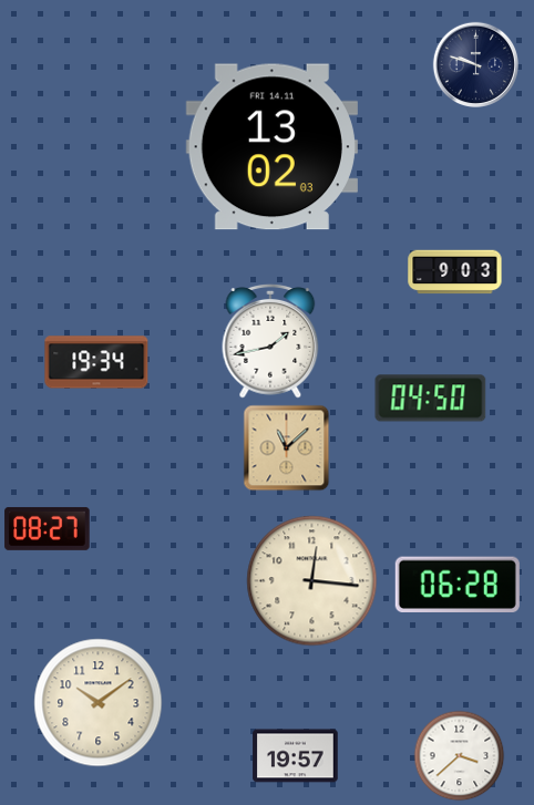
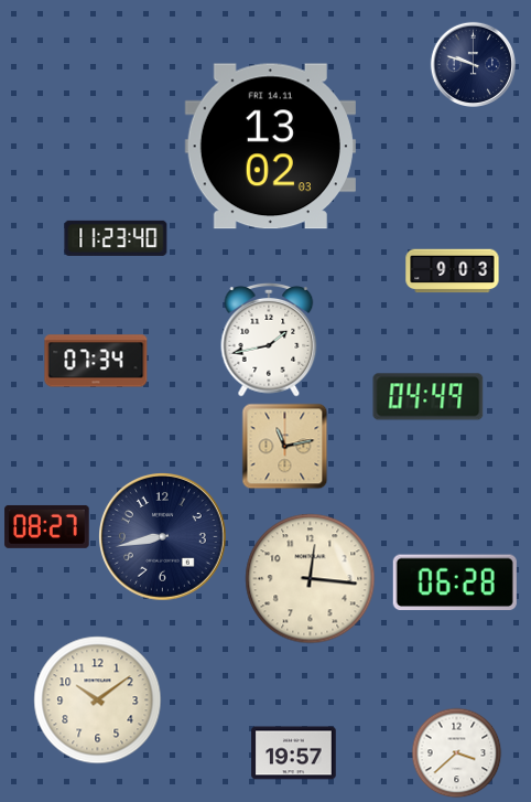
clock at (116, 238): none -> 11:23
clock at (96, 362): 19:34 -> 07:34
clock at (431, 399): 04:50 -> 04:49
clock at (286, 447): 11:08 -> 11:13
clock at (163, 537): none -> 8:43
